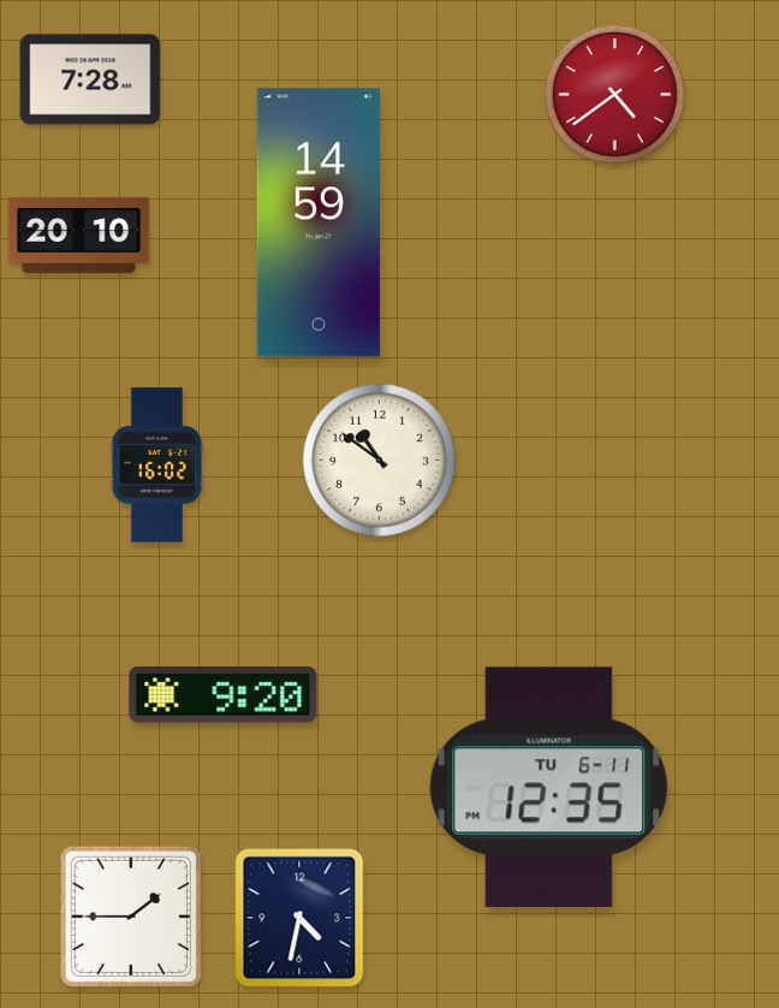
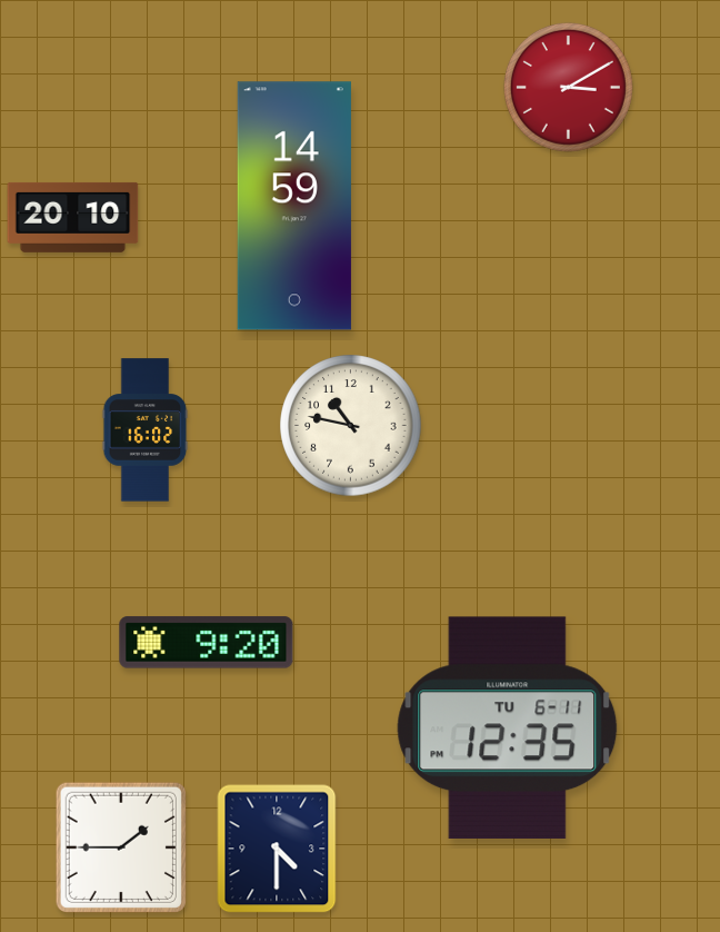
clock at (90, 79): 7:28 -> none
clock at (614, 94): 4:39 -> 3:10
clock at (380, 461): 10:51 -> 10:47
clock at (299, 918): 4:32 -> 4:30
